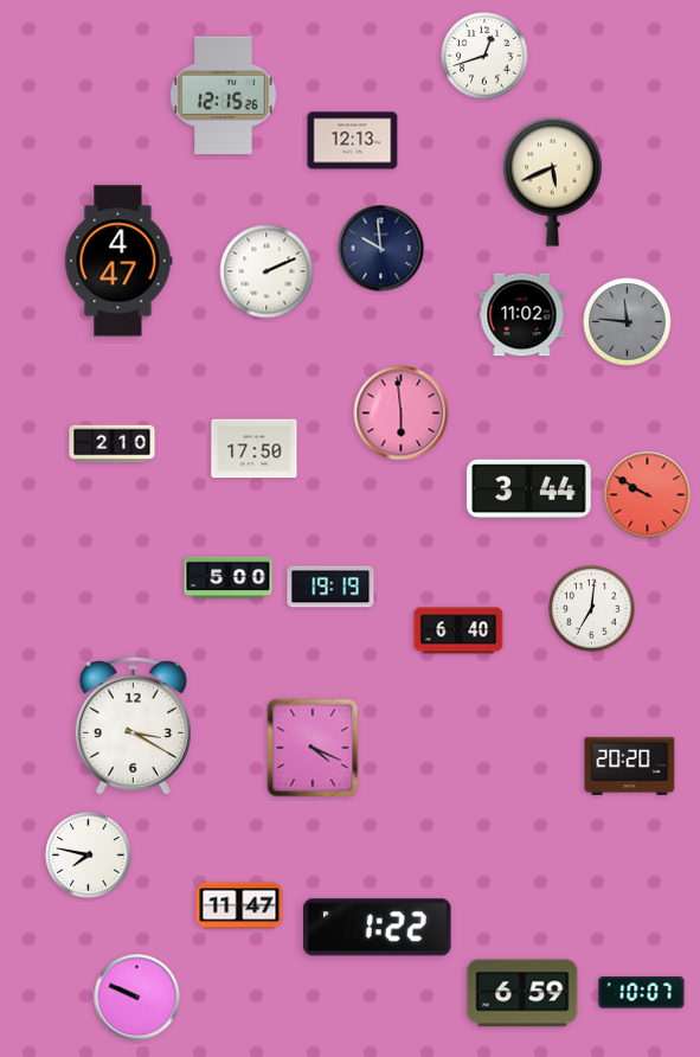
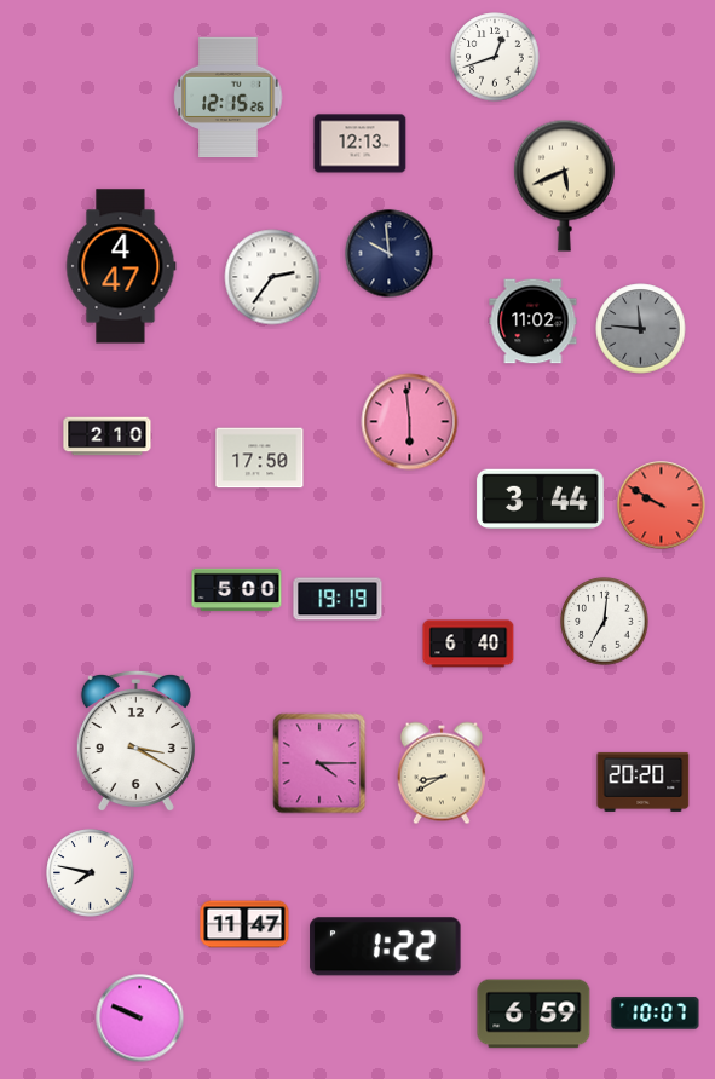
clock at (266, 271): 2:11 -> 2:36
clock at (113, 444) position: (113, 444) -> (108, 437)
clock at (229, 578) position: (229, 578) -> (237, 590)
clock at (313, 748): 4:19 -> 4:15
clock at (442, 773): none -> 8:40
